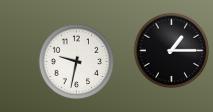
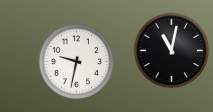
clock at (172, 51): 1:15 -> 11:02
